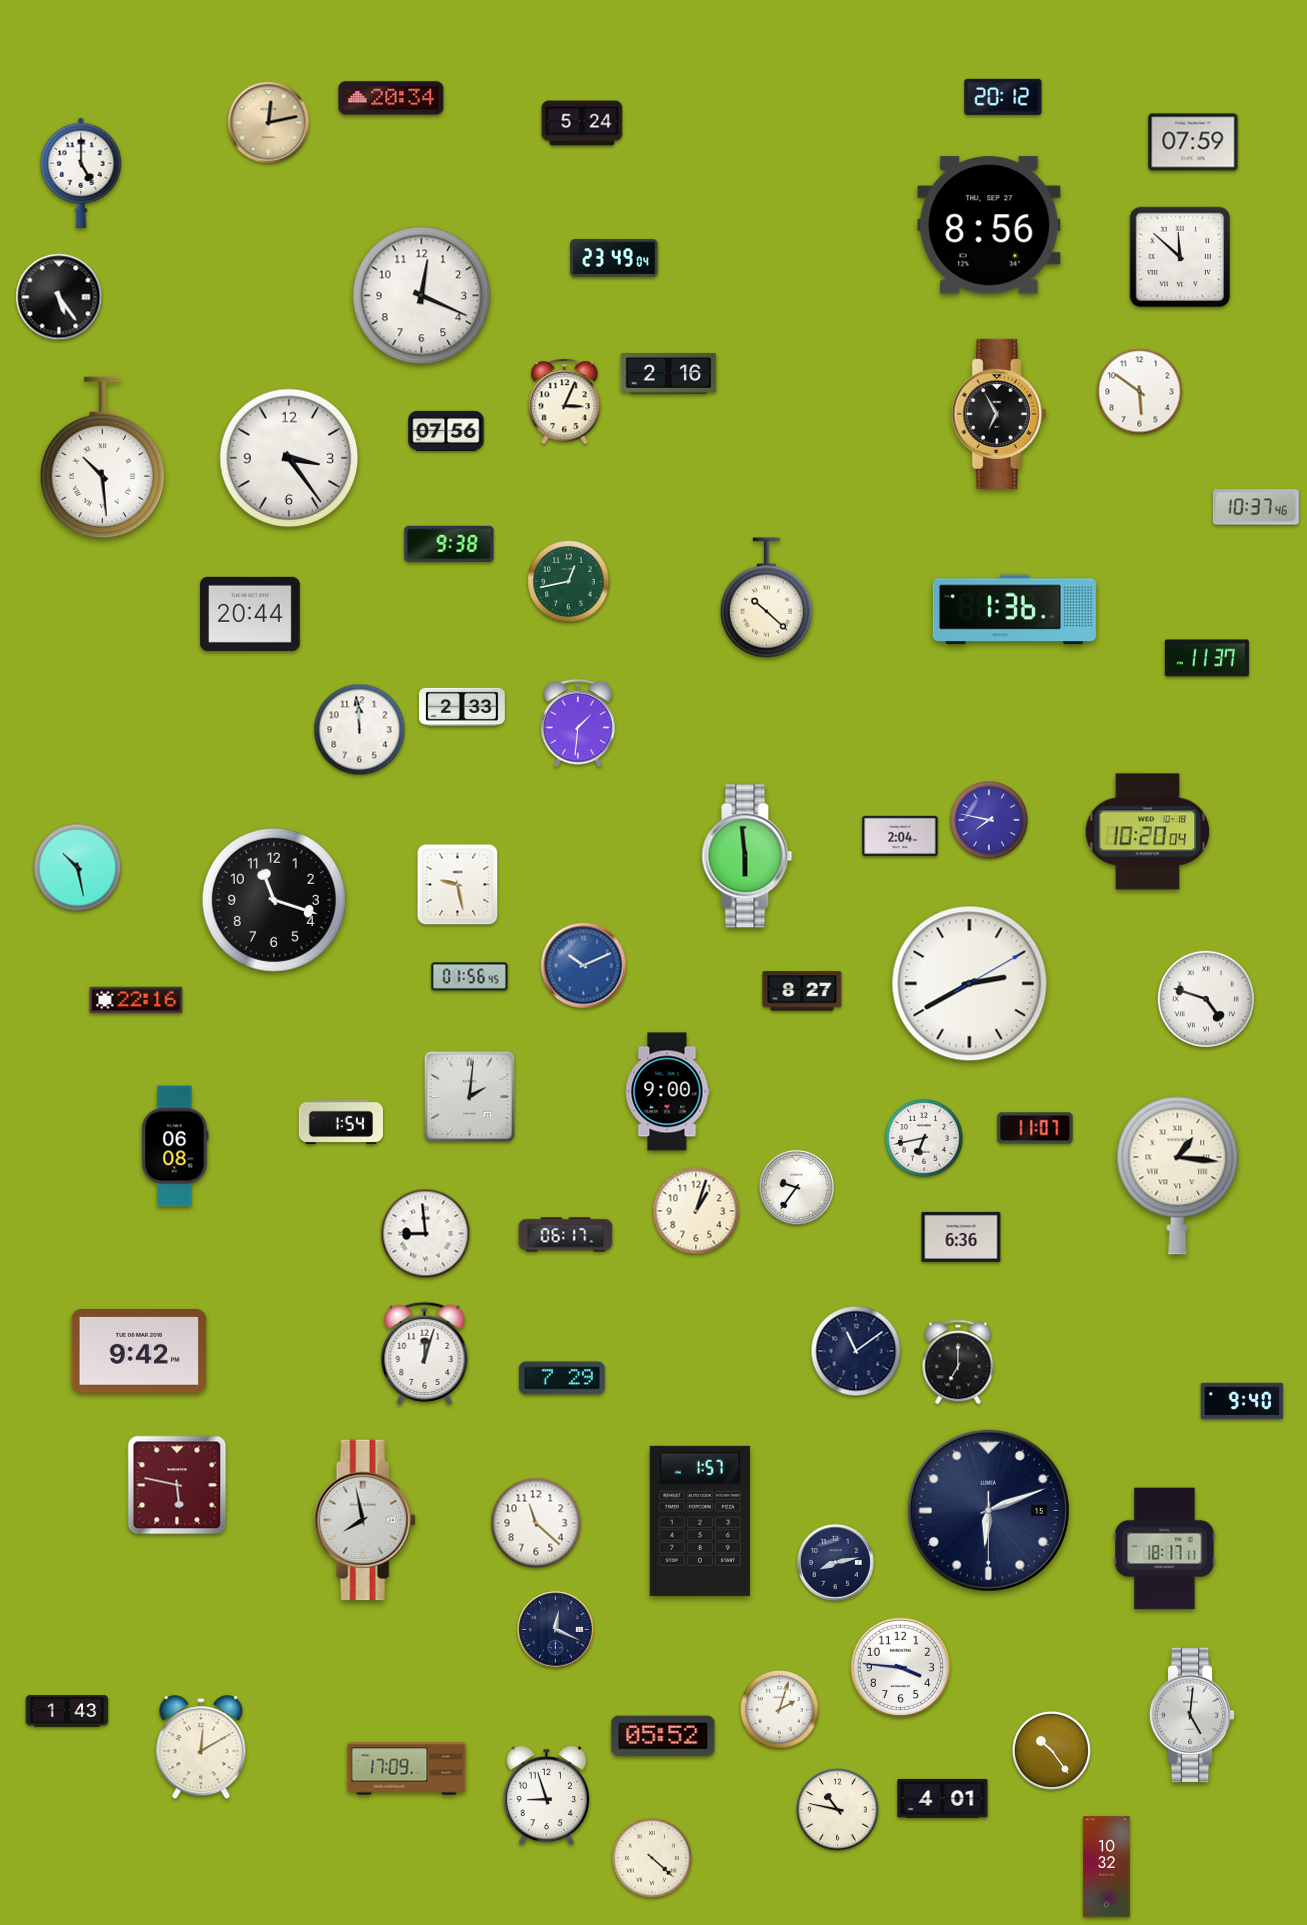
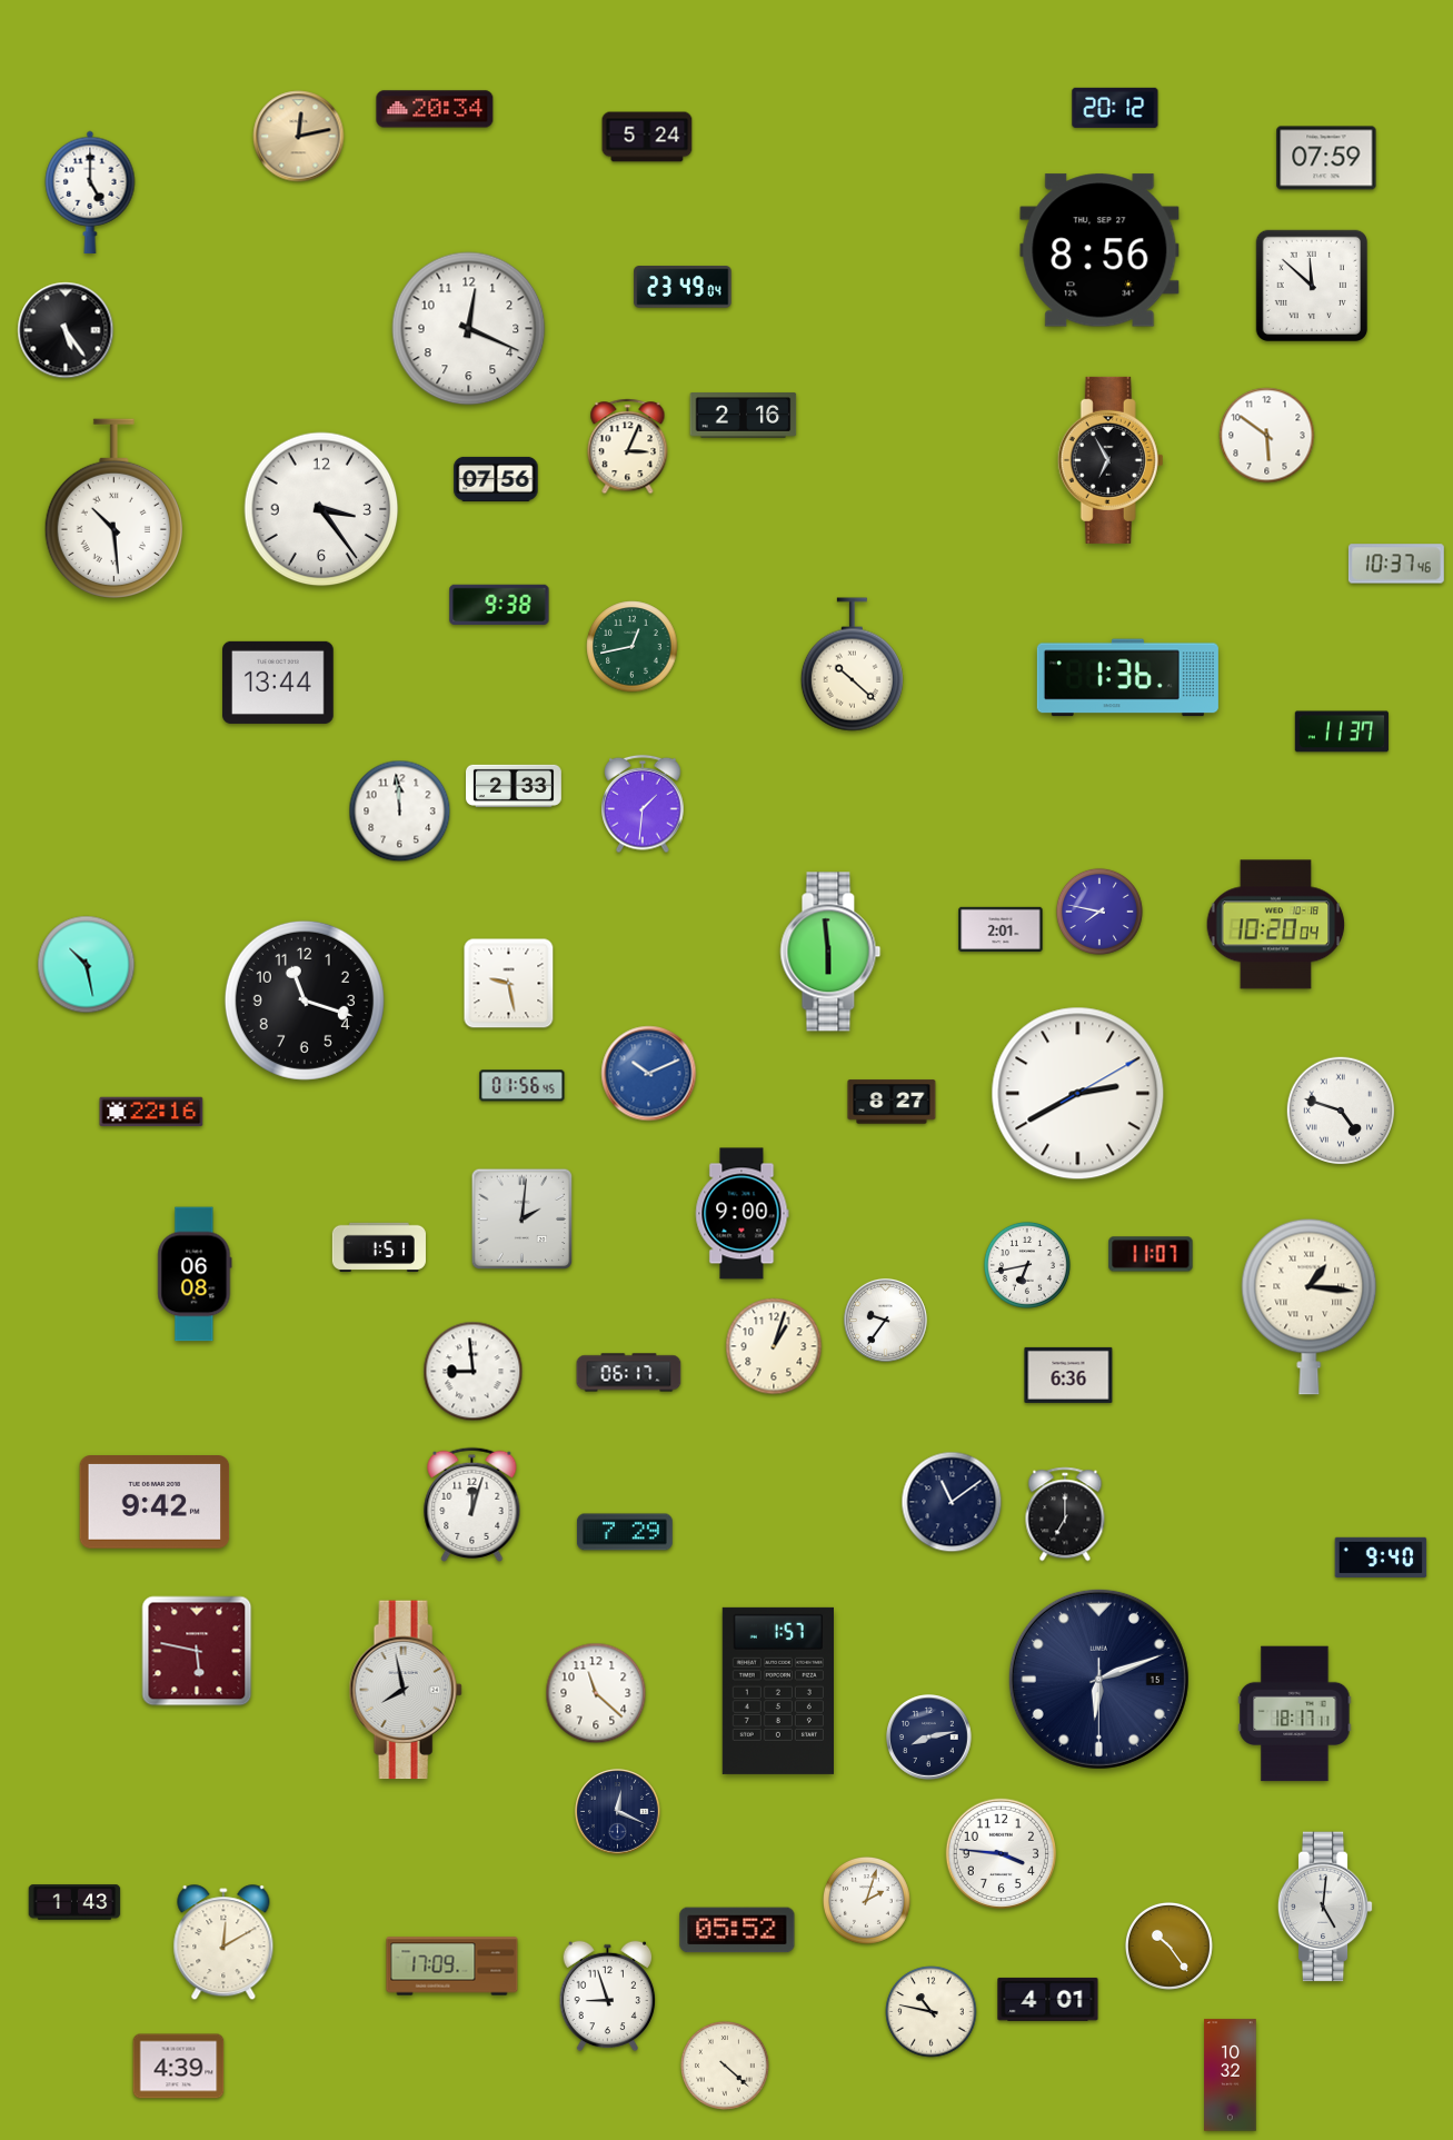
clock at (250, 614): 20:44 -> 13:44
clock at (900, 836): 2:04 -> 2:01
clock at (341, 1121): 1:54 -> 1:51
clock at (1165, 1549) position: (1165, 1549) -> (1295, 1714)
clock at (179, 2067): none -> 4:39
